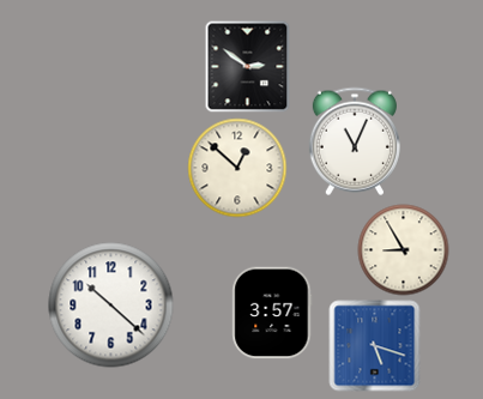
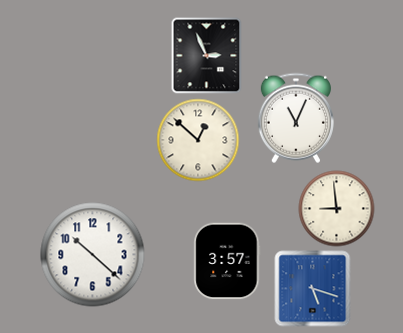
clock at (248, 67): 2:51 -> 2:56
clock at (404, 250): 8:55 -> 8:59
